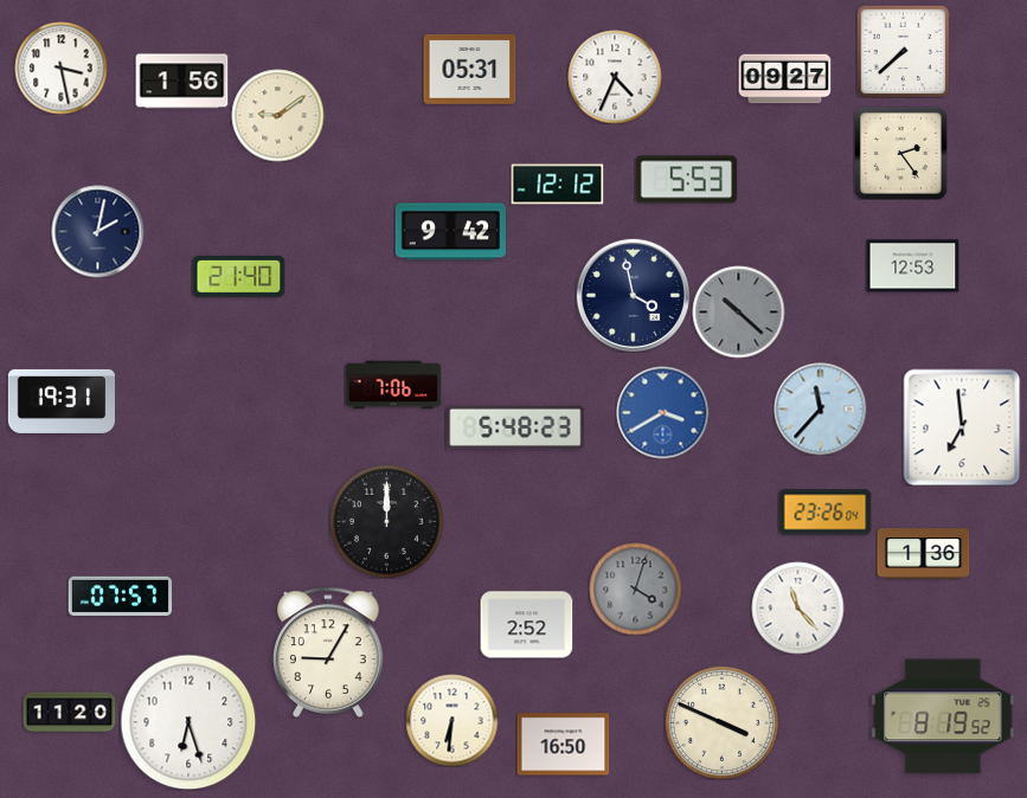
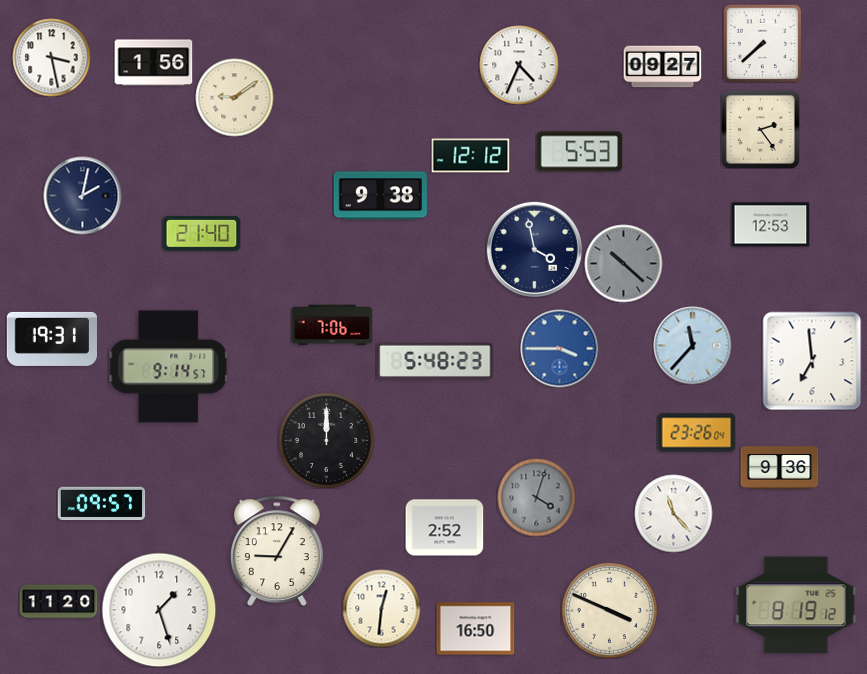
clock at (469, 69): 05:31 -> none
clock at (181, 82) position: (181, 82) -> (153, 63)
clock at (450, 232): 9:42 -> 9:38
clock at (662, 412): 3:40 -> 3:45
clock at (168, 367): none -> 9:14
clock at (923, 554): 1:36 -> 9:36
clock at (120, 597): 07:57 -> 09:57
clock at (943, 716): 8:19:52 -> 8:19:12
clock at (451, 720): 6:31 -> 12:31
clock at (188, 722): 6:27 -> 1:27
